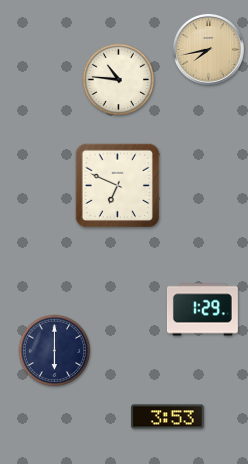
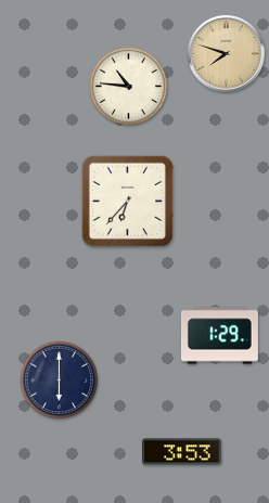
clock at (208, 49): 7:43 -> 7:48
clock at (118, 186): 6:49 -> 6:37
